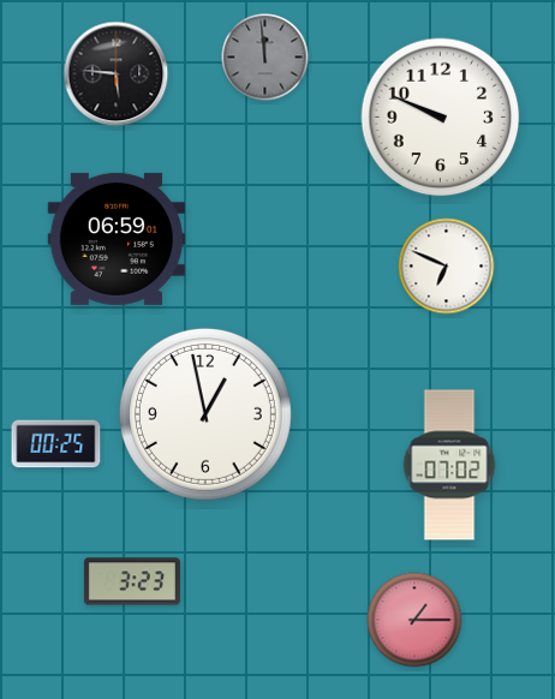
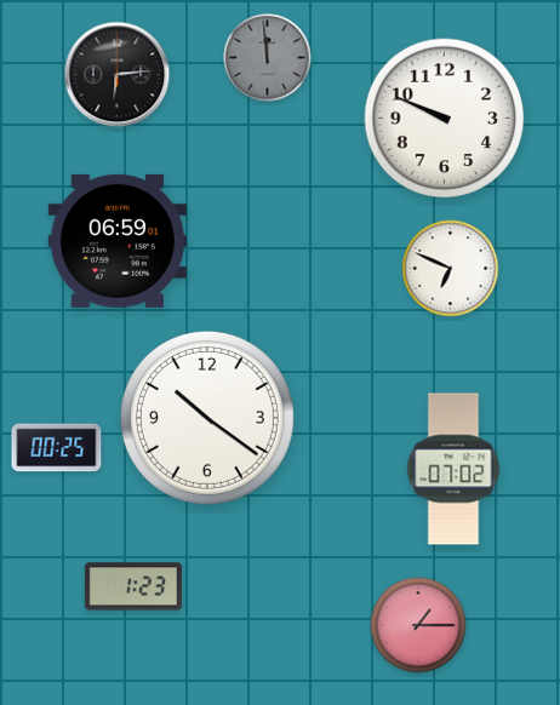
clock at (117, 74): 5:46 -> 6:14
clock at (205, 414): 12:58 -> 10:21
clock at (132, 581): 3:23 -> 1:23
